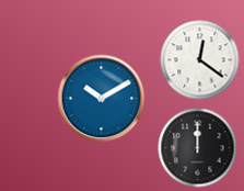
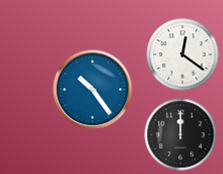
clock at (102, 99): 10:10 -> 10:24
